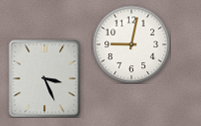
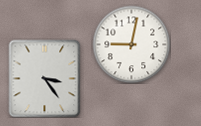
clock at (45, 78): 3:26 -> 3:24
